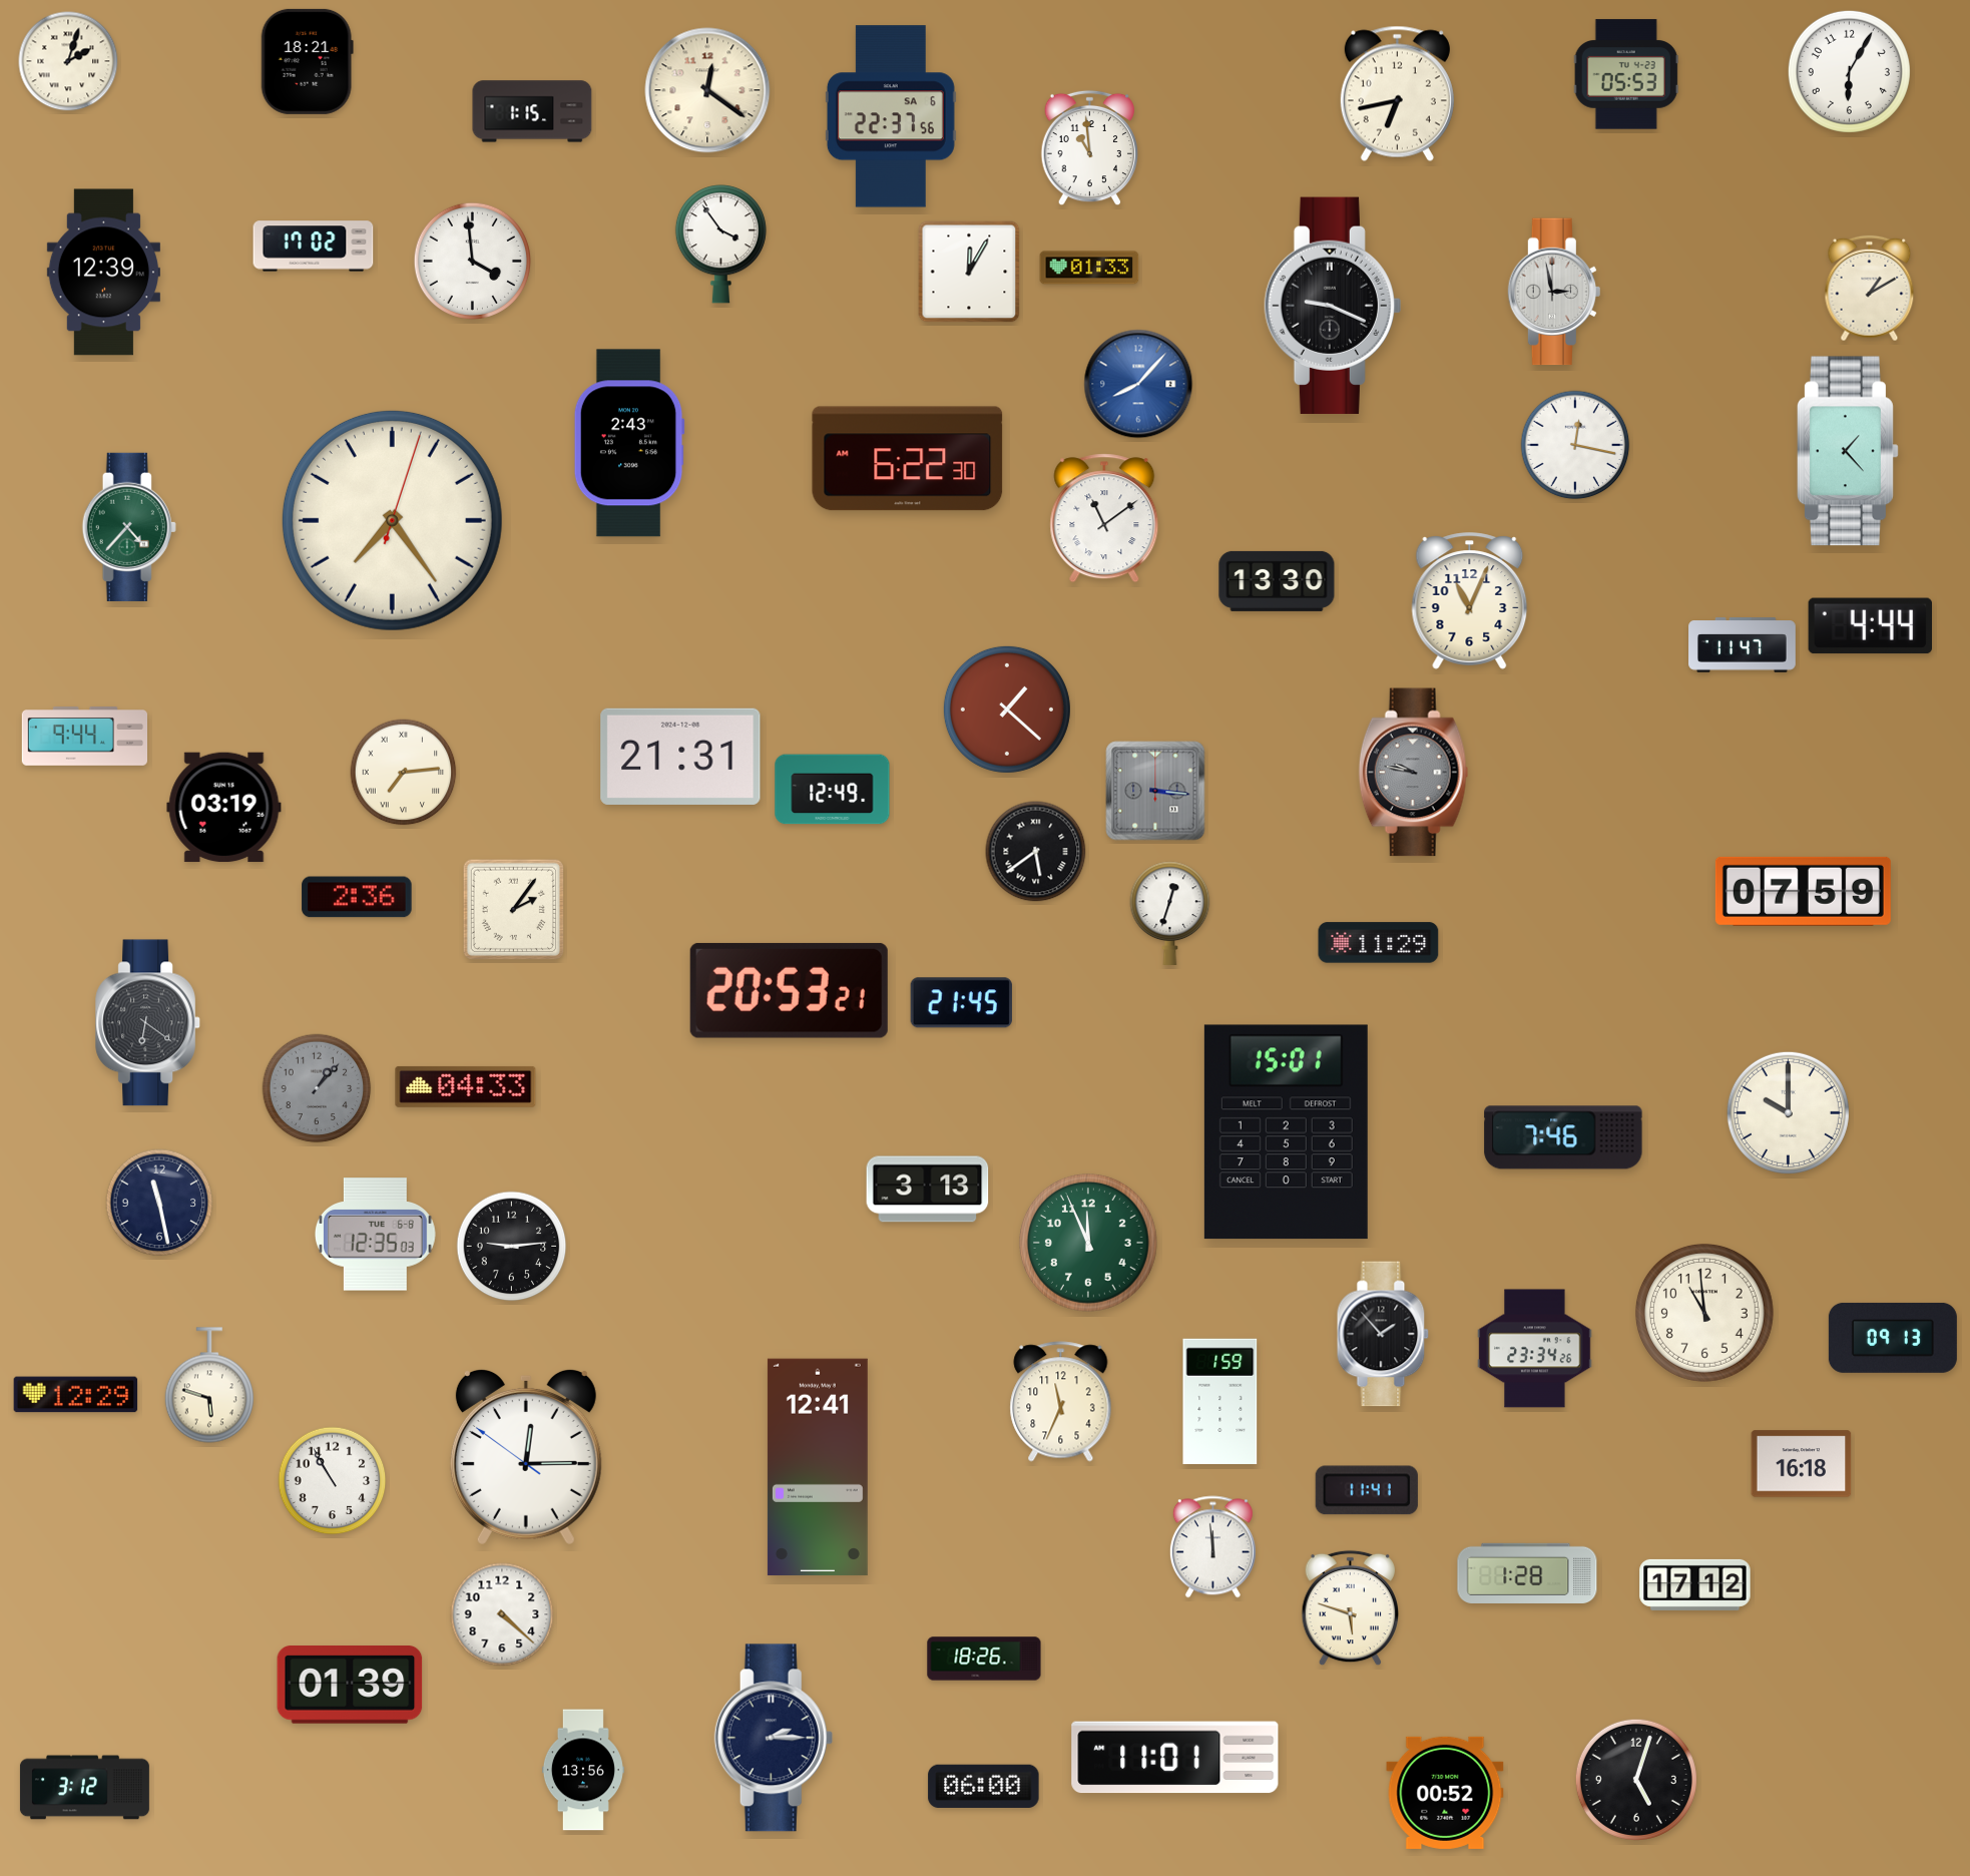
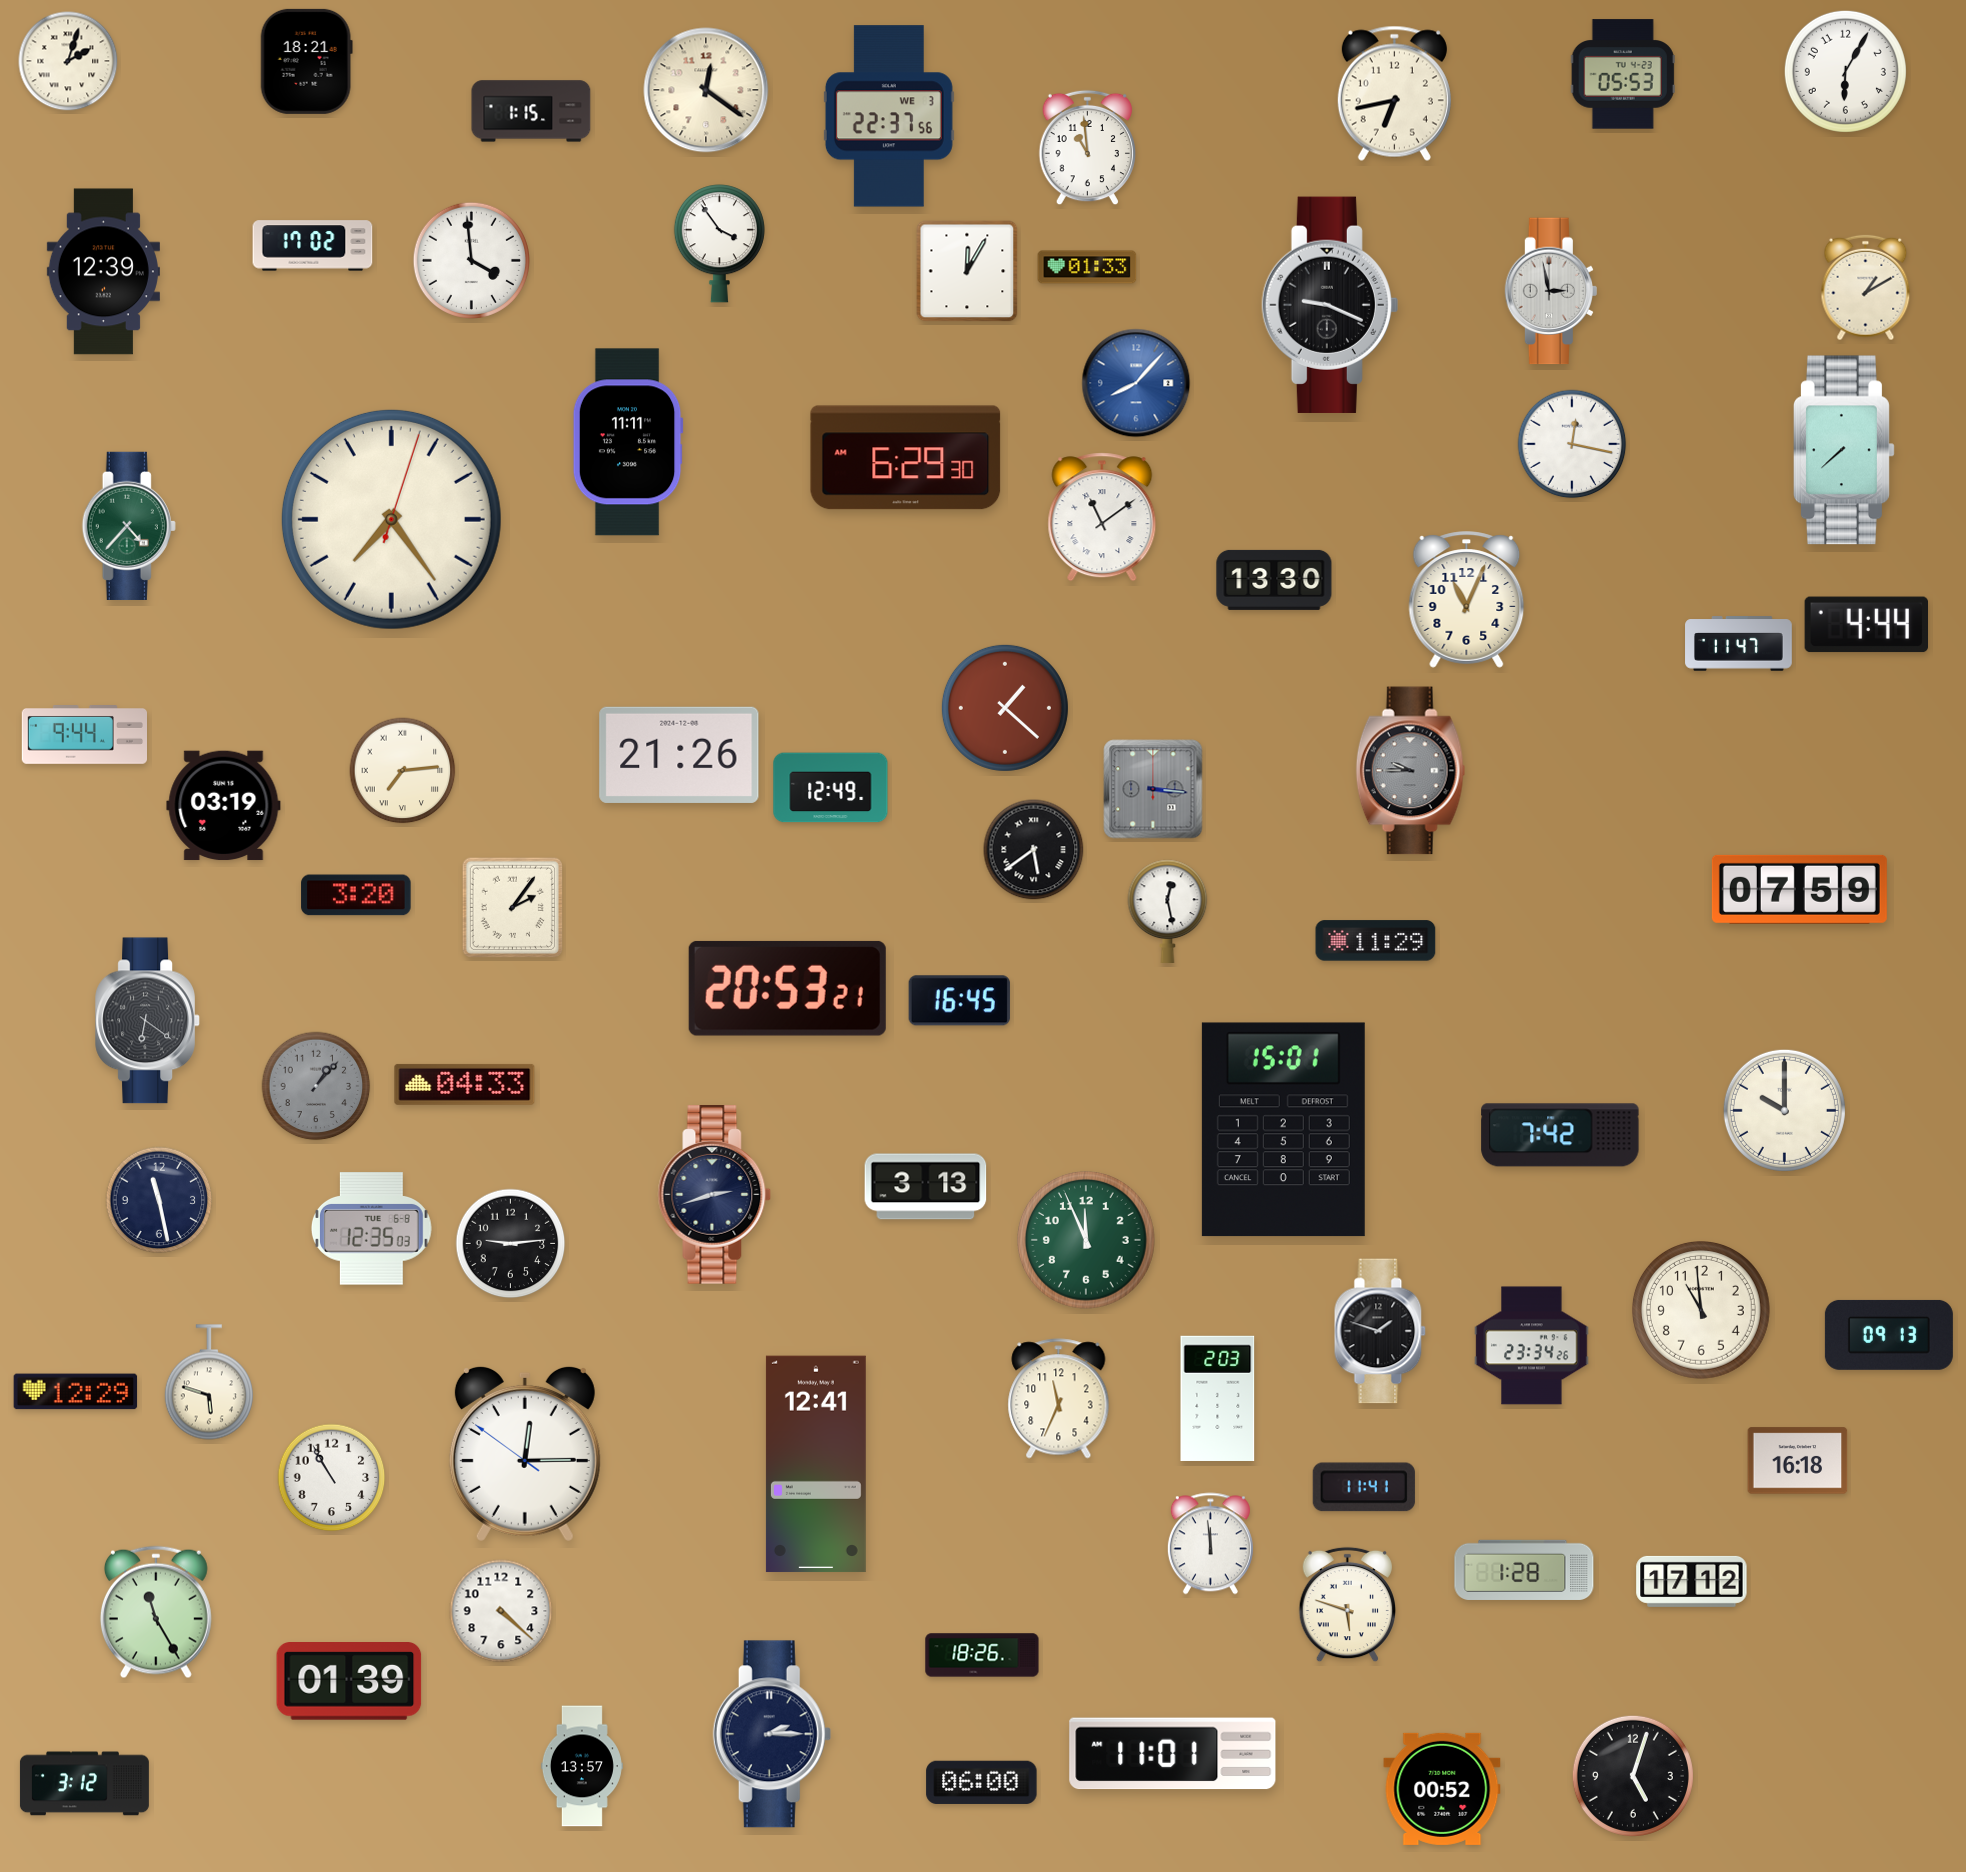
clock at (891, 116) date: SA 6 -> WE 3
clock at (629, 443): 2:43 -> 11:11
clock at (1848, 451): 1:23 -> 7:38
clock at (908, 459): 6:22 -> 6:29
clock at (680, 757): 21:31 -> 21:26
clock at (1414, 773): 9:47 -> 9:45
clock at (357, 897): 2:36 -> 3:20
clock at (1170, 913): 12:33 -> 12:28
clock at (961, 1003): 21:45 -> 16:45
clock at (1563, 1137): 7:46 -> 7:42
clock at (715, 1195): none -> 2:42
clock at (375, 1235) position: (375, 1235) -> (371, 1229)
clock at (1383, 1334): 1:53 -> 1:48
clock at (1220, 1401): 1:59 -> 2:03
clock at (156, 1612): none -> 11:25
clock at (583, 1770): 13:56 -> 13:57
